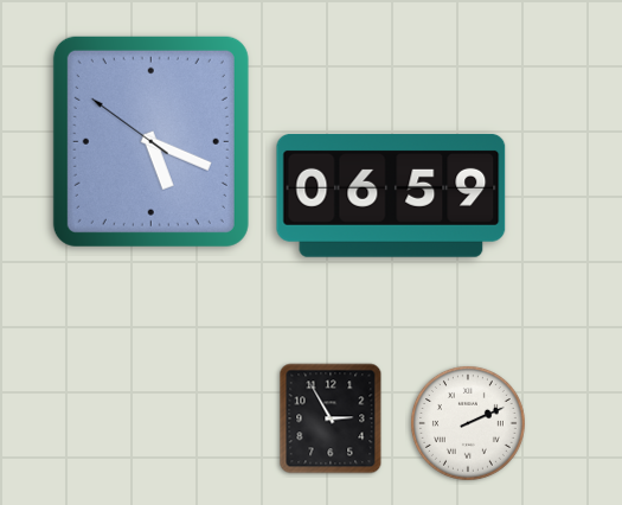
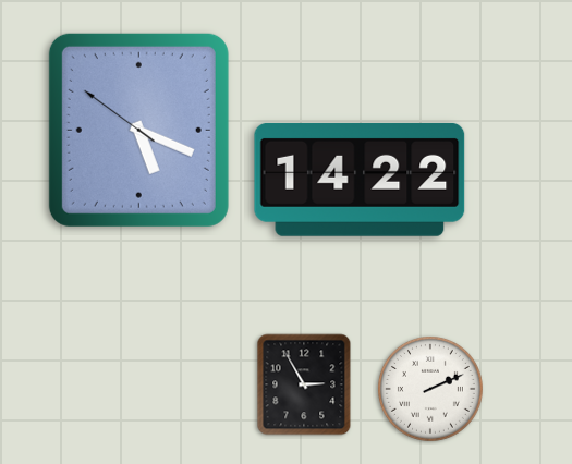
clock at (391, 196): 06:59 -> 14:22
